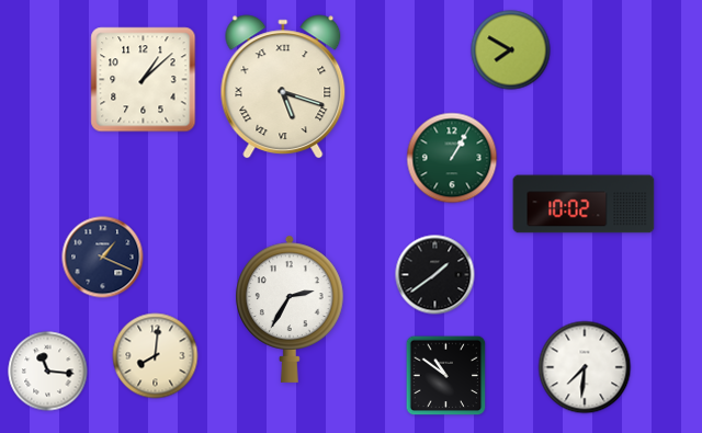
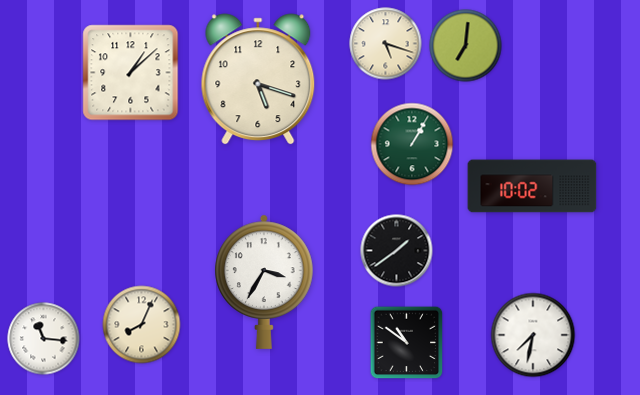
clock at (386, 44): none -> 5:18
clock at (511, 50): 7:50 -> 7:01
clock at (283, 87) numerals: Roman -> Arabic
clock at (103, 258): 1:19 -> none
clock at (290, 309): 2:35 -> 3:35
clock at (156, 356): 8:01 -> 8:04
clock at (585, 367): 7:31 -> 7:32
